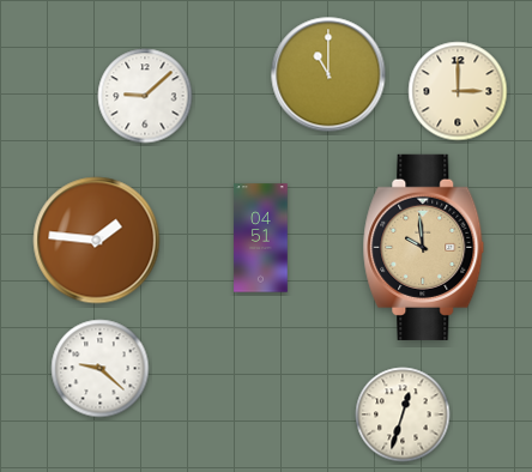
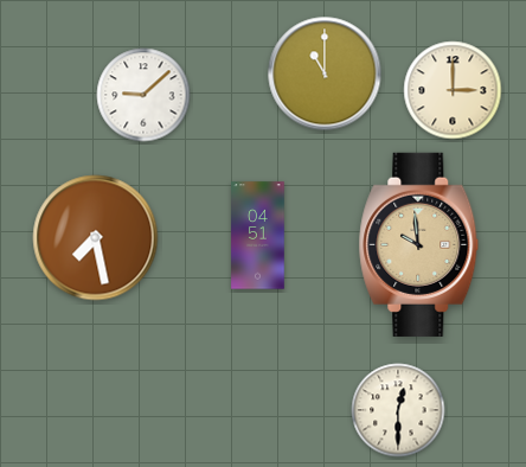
clock at (97, 241): 1:46 -> 7:28
clock at (101, 369): 9:22 -> none
clock at (403, 414): 12:33 -> 12:30
